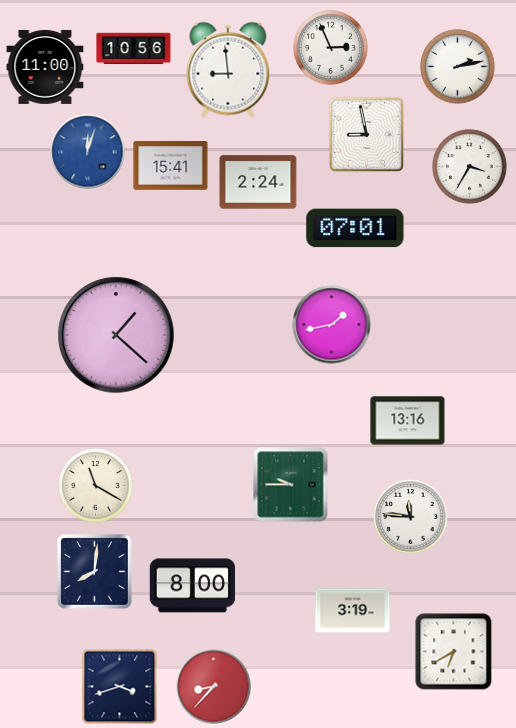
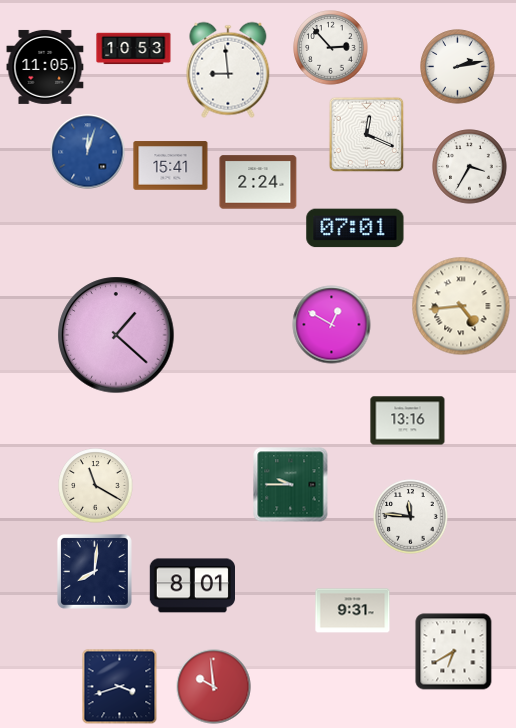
clock at (331, 48): 2:56 -> 2:53
clock at (134, 49): 10:56 -> 10:53
clock at (45, 67): 11:00 -> 11:05
clock at (367, 135): 8:58 -> 12:19
clock at (461, 306): none -> 4:44
clock at (332, 325): 1:43 -> 12:50
clock at (192, 586): 8:00 -> 8:01
clock at (353, 611): 3:19 -> 9:31
clock at (214, 687): 8:37 -> 9:59
